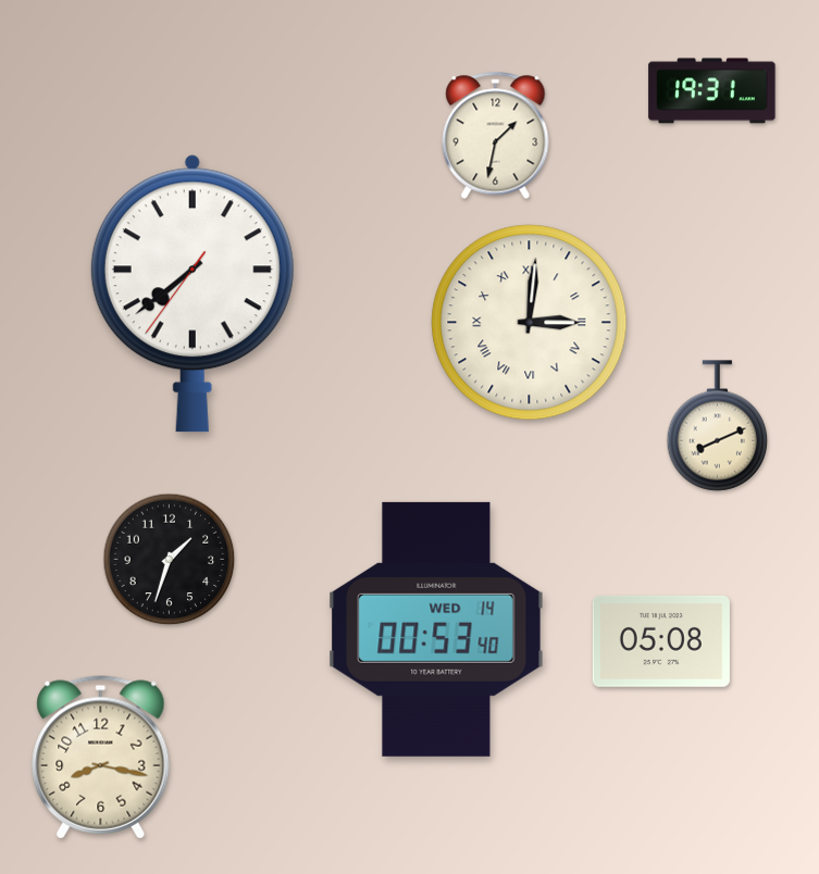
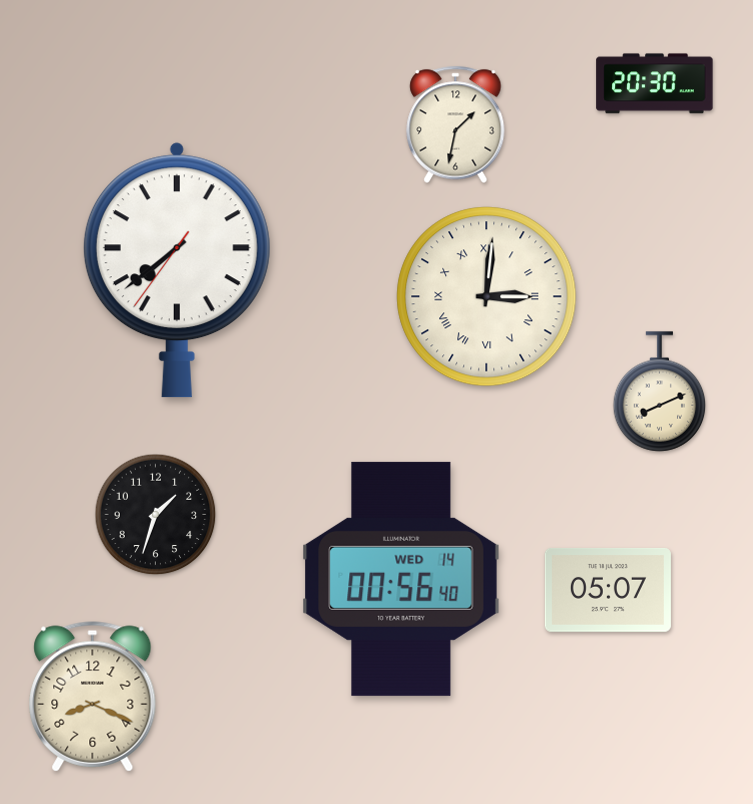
clock at (712, 91): 19:31 -> 20:30
clock at (436, 629): 00:53 -> 00:56
clock at (661, 641): 05:08 -> 05:07
clock at (101, 758): 8:17 -> 8:19
